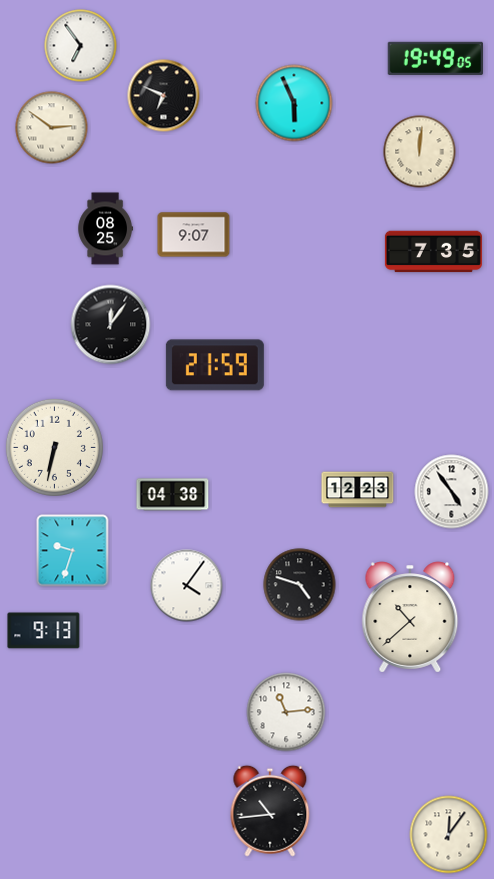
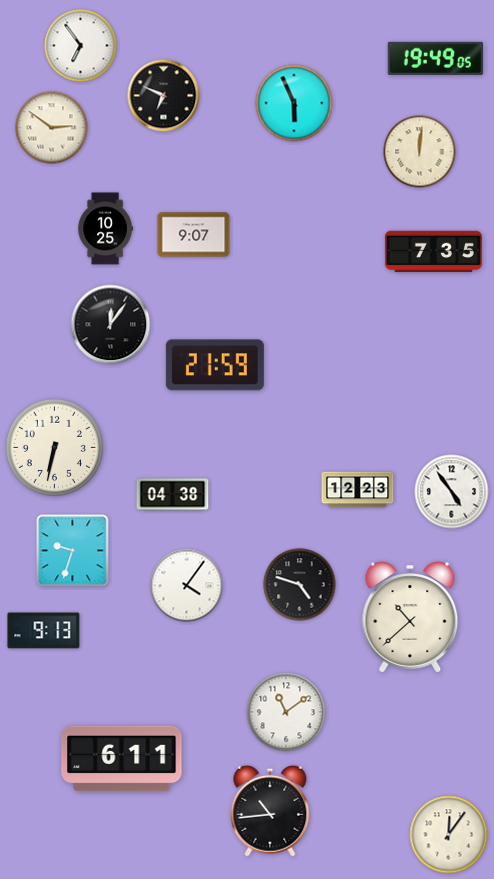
clock at (105, 229): 08:25 -> 10:25
clock at (286, 712): 11:14 -> 11:09
clock at (122, 759): none -> 6:11
